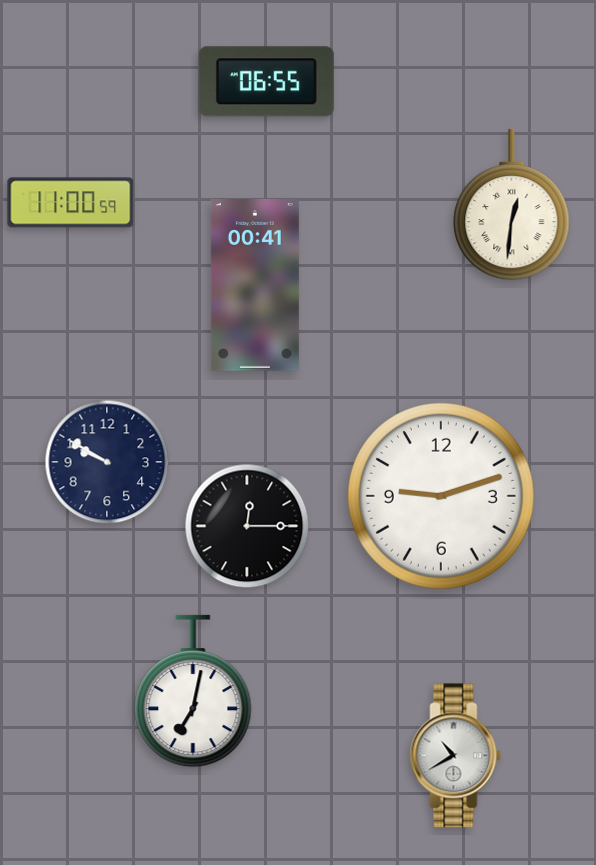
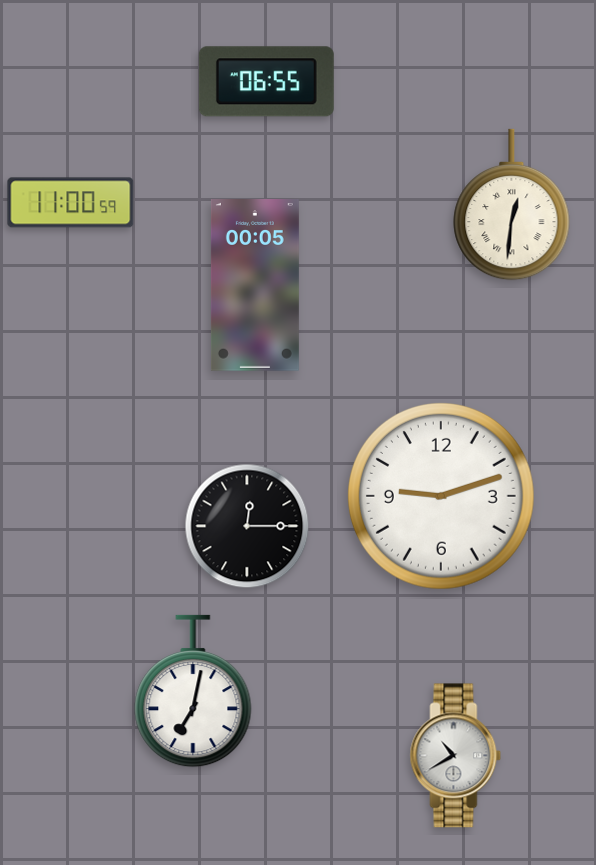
clock at (255, 286): 00:41 -> 00:05
clock at (107, 462): 9:50 -> none
